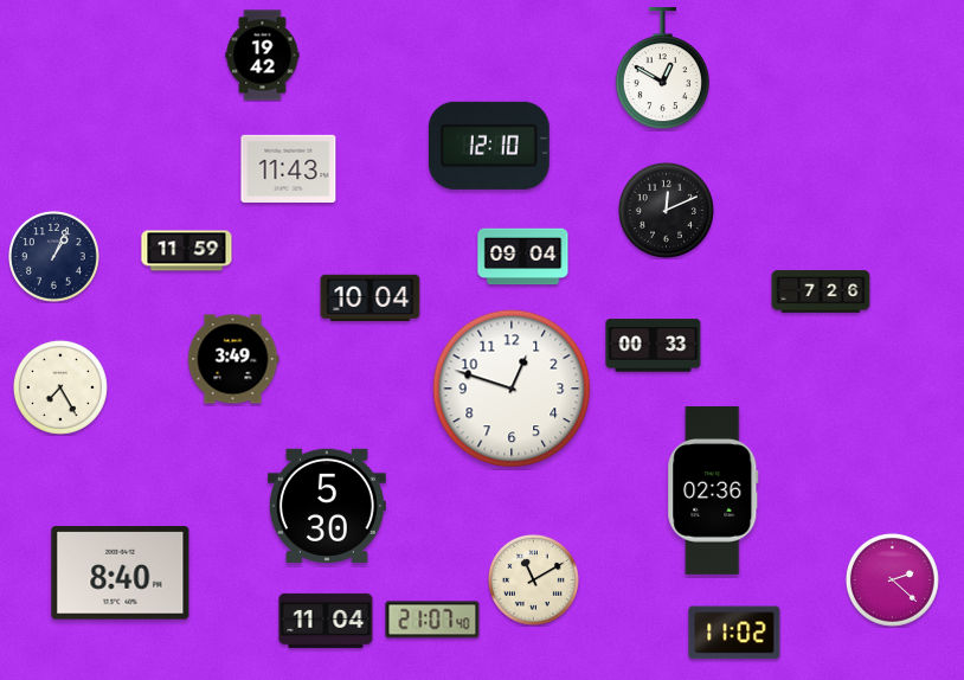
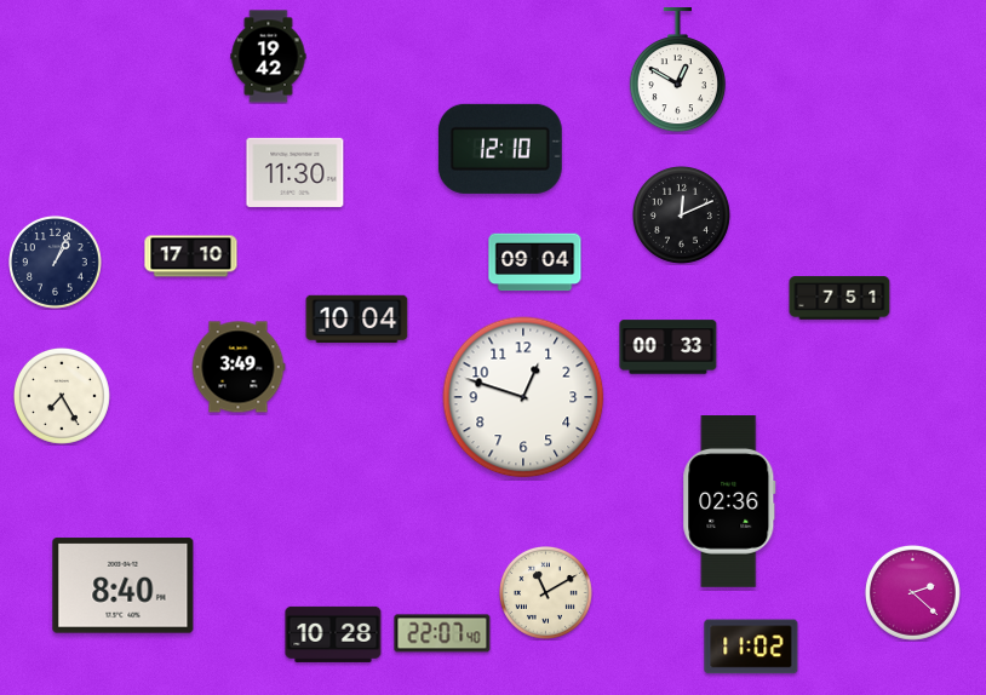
clock at (289, 168): 11:43 -> 11:30
clock at (187, 251): 11:59 -> 17:10
clock at (821, 291): 7:26 -> 7:51
clock at (371, 299) position: (371, 299) -> (357, 320)
clock at (654, 346) position: (654, 346) -> (669, 347)
clock at (327, 505): 5:30 -> none
clock at (432, 620): 21:07 -> 22:07
clock at (326, 621): 11:04 -> 10:28
